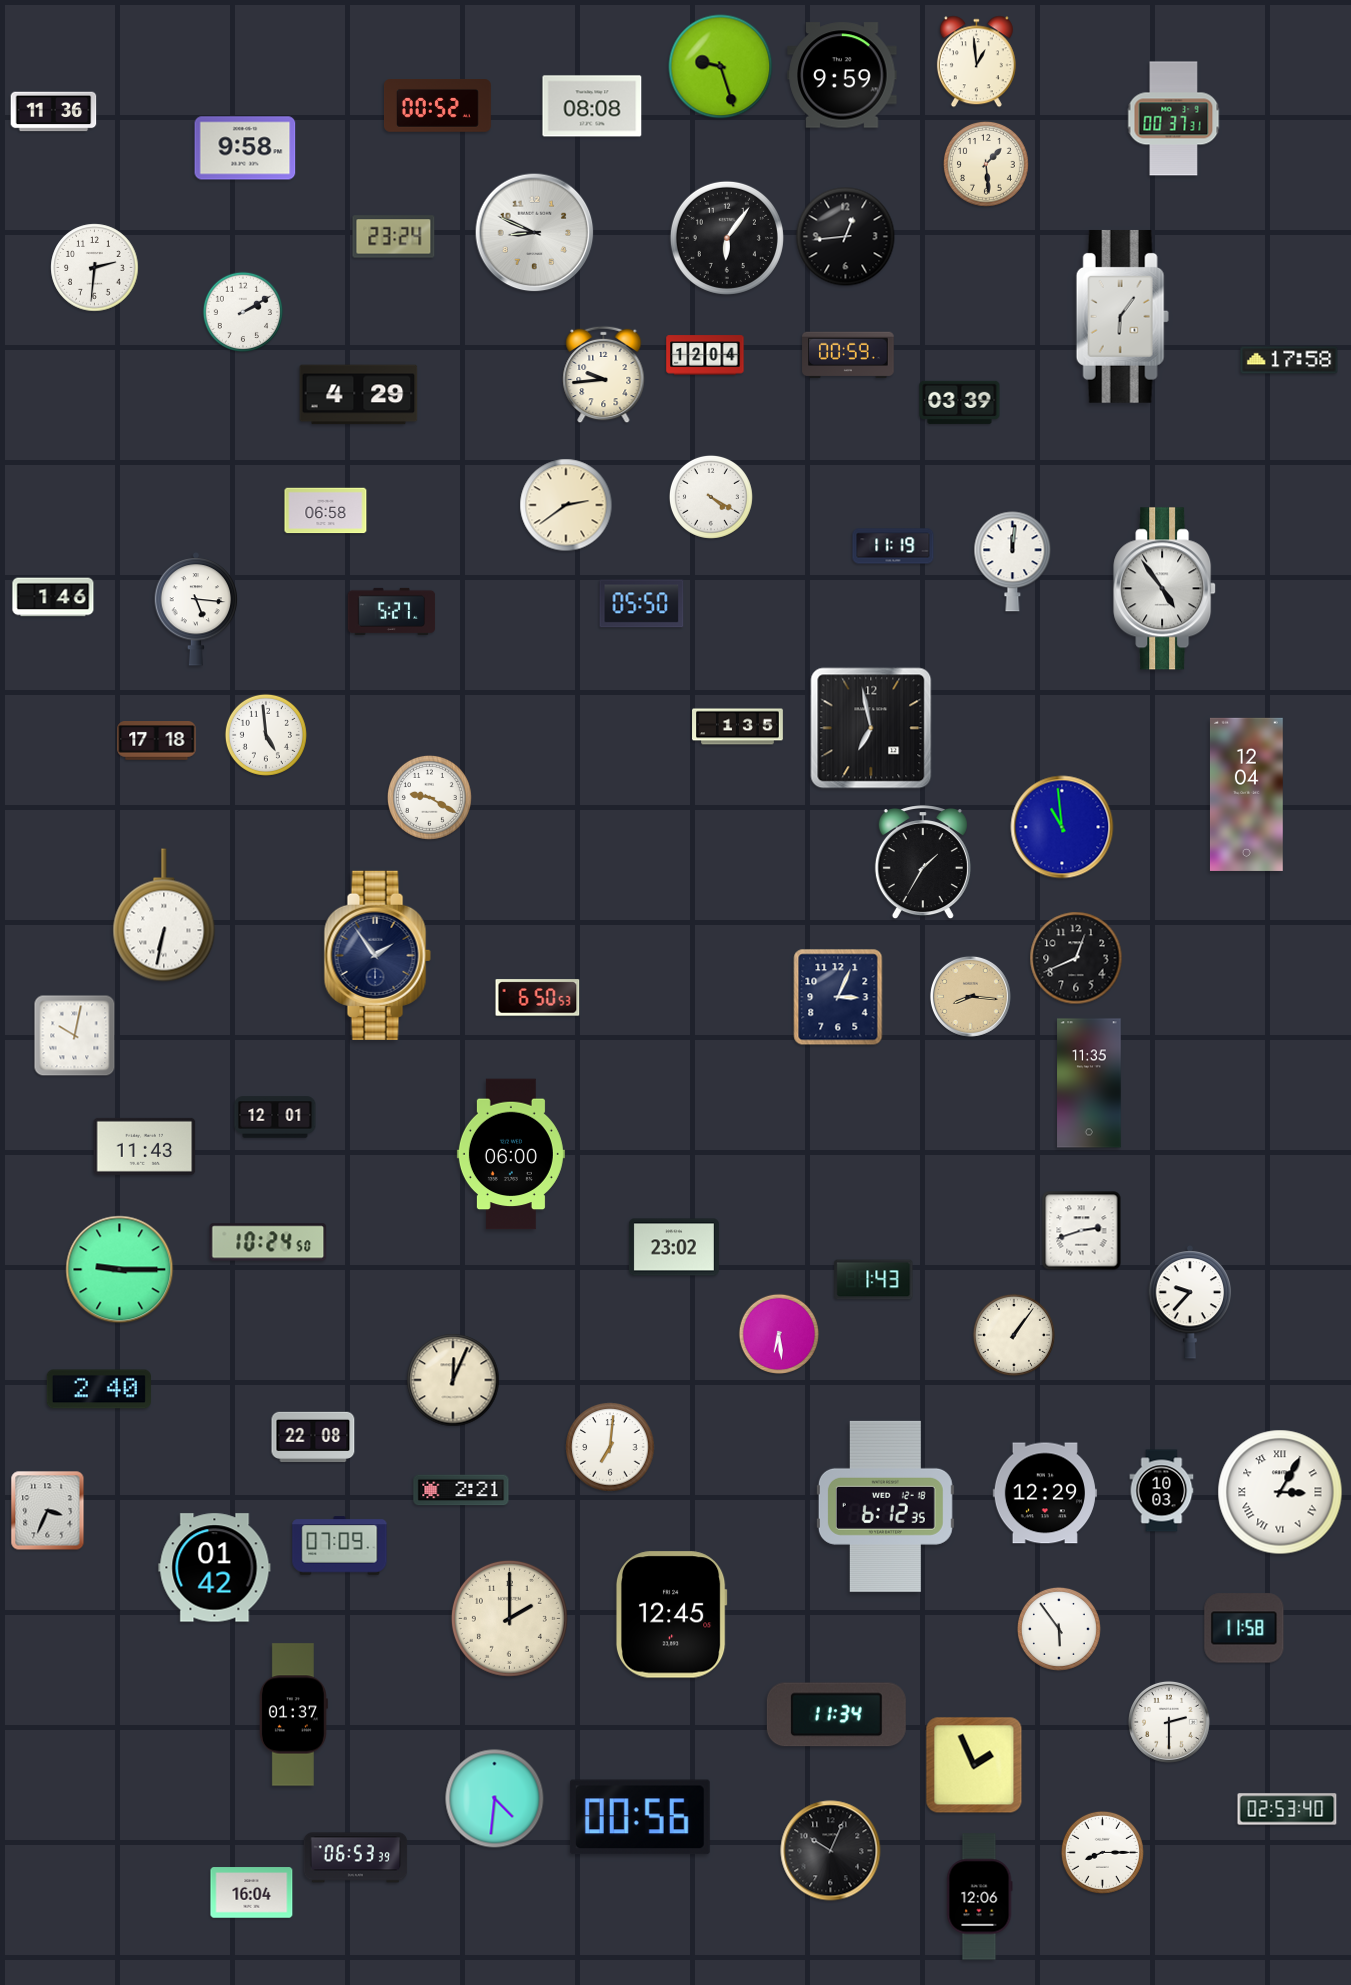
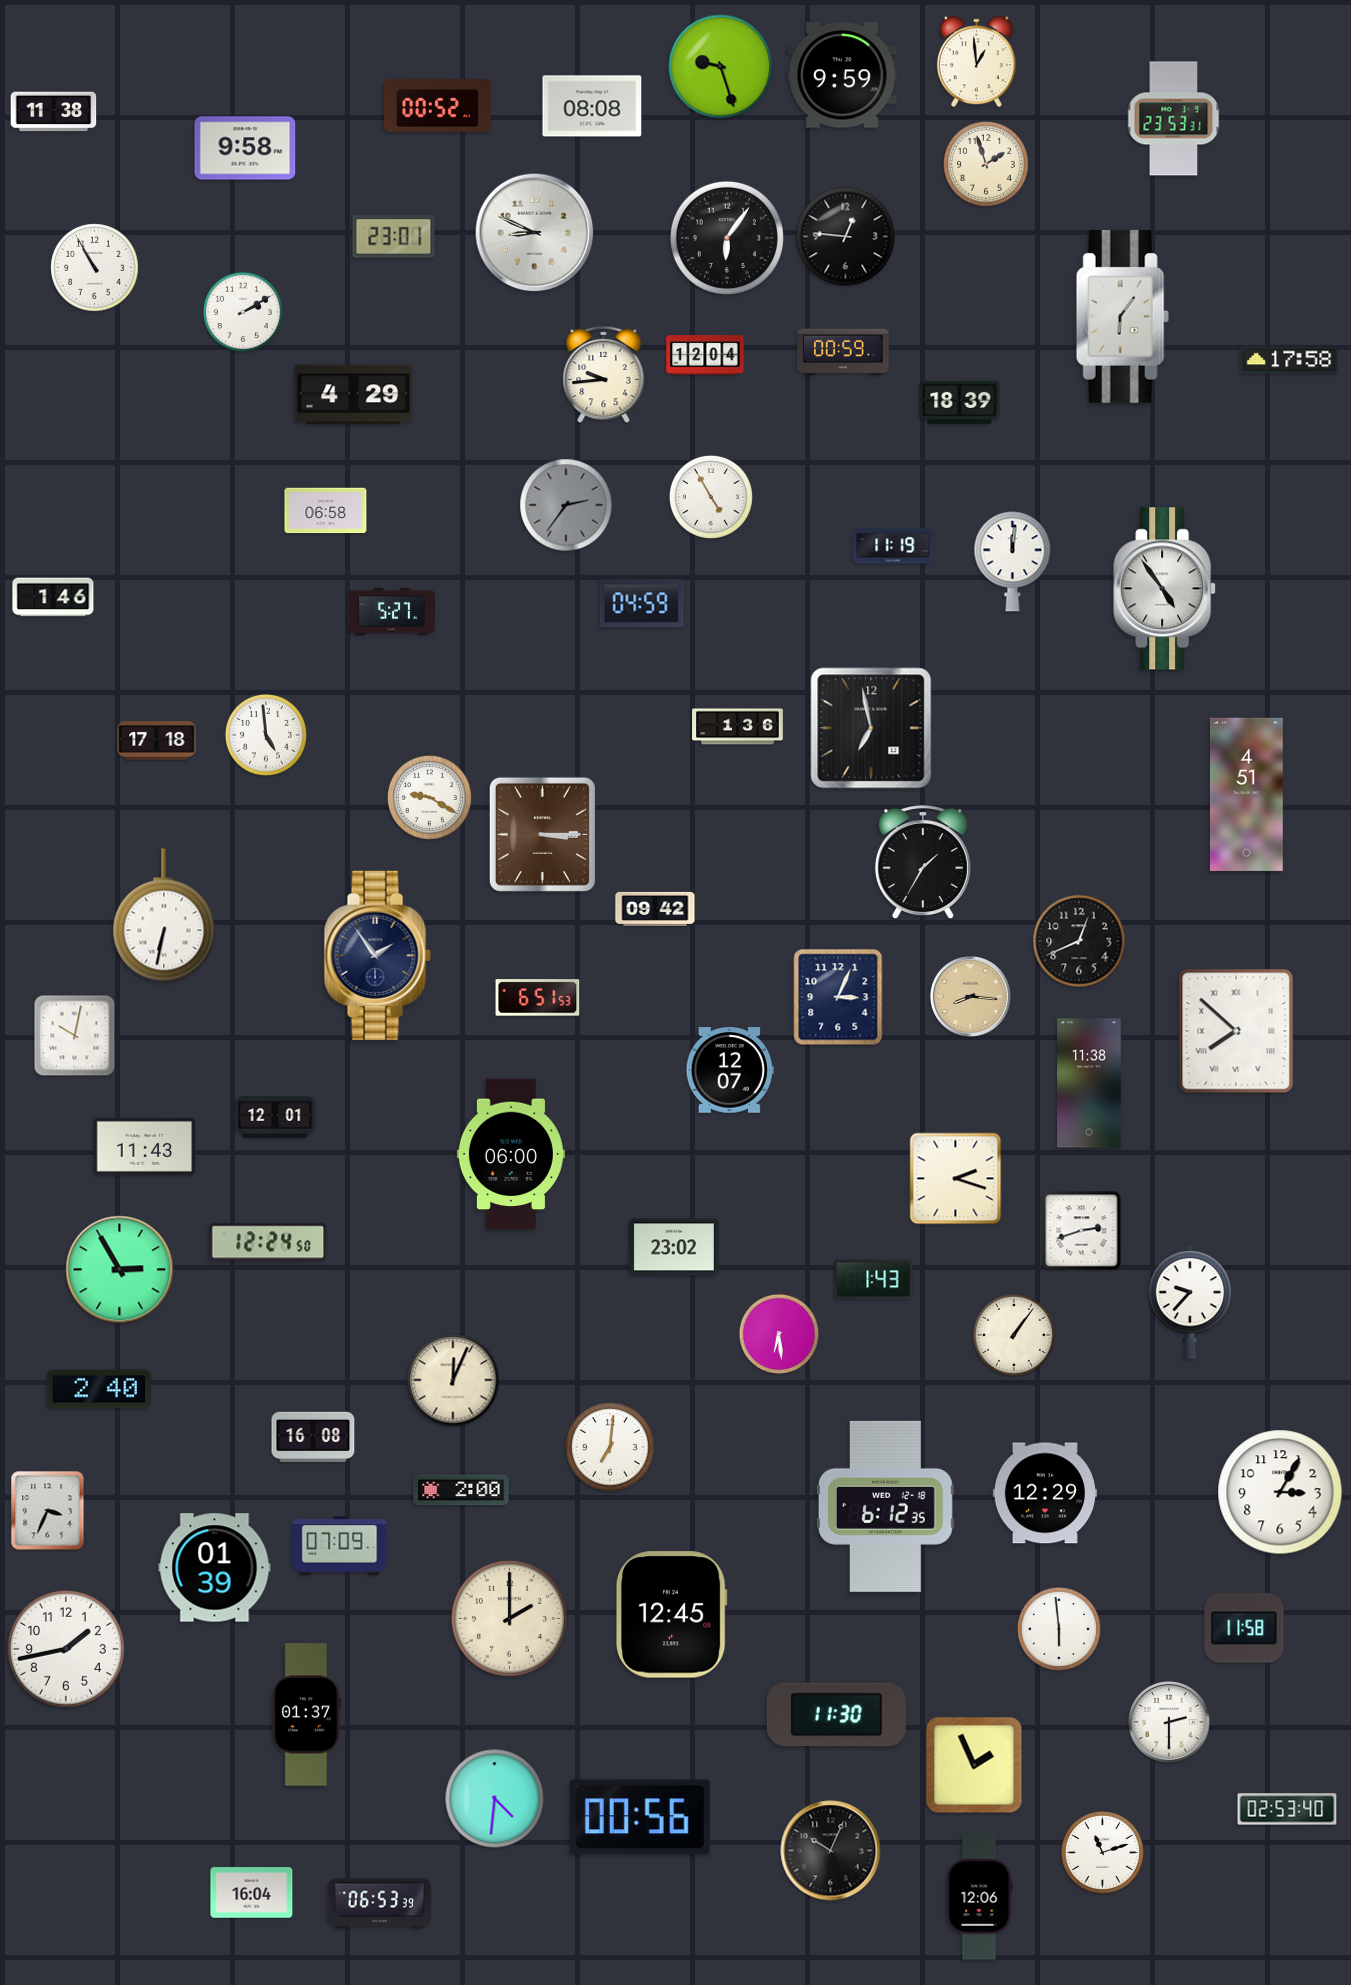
clock at (54, 112): 11:36 -> 11:38
clock at (1174, 119): 00:37 -> 23:53
clock at (987, 165): 1:29 -> 1:57
clock at (394, 237): 23:24 -> 23:01
clock at (846, 237): 12:44 -> 12:46
clock at (95, 268): 2:31 -> 10:55
clock at (848, 355) position: (848, 355) -> (843, 352)
clock at (359, 395) position: (359, 395) -> (354, 395)
clock at (960, 402): 03:39 -> 18:39
clock at (711, 497): 4:20 -> 4:55
clock at (566, 505): 2:39 -> 2:36
clock at (566, 505) dial: cream -> grey
clock at (642, 604): 05:50 -> 04:59
clock at (196, 610): 5:16 -> none
clock at (738, 727): 1:35 -> 1:36
clock at (1246, 794): 12:04 -> 4:51
clock at (1062, 827): 10:59 -> none
clock at (542, 834): none -> 3:15
clock at (655, 909): none -> 09:42
clock at (1076, 958) position: (1076, 958) -> (1079, 941)
clock at (538, 998): 6:50 -> 6:51
clock at (1236, 1031): none -> 7:52
clock at (730, 1070): none -> 12:07
clock at (1089, 1083): 11:35 -> 11:38
clock at (956, 1179): none -> 2:18
clock at (268, 1242): 10:24 -> 12:24
clock at (120, 1270): 9:15 -> 2:55
clock at (313, 1436): 22:08 -> 16:08
clock at (461, 1490): 2:21 -> 2:00
clock at (1162, 1491): 10:03 -> none
clock at (1280, 1492) numerals: Roman -> Arabic
clock at (215, 1568): 01:42 -> 01:39
clock at (1059, 1629): 5:54 -> 5:59
clock at (66, 1649): none -> 1:43
clock at (293, 1715) position: (293, 1715) -> (306, 1715)
clock at (836, 1715): 11:34 -> 11:30
clock at (1102, 1852): 8:15 -> 11:12
clock at (356, 1858) position: (356, 1858) -> (380, 1904)
